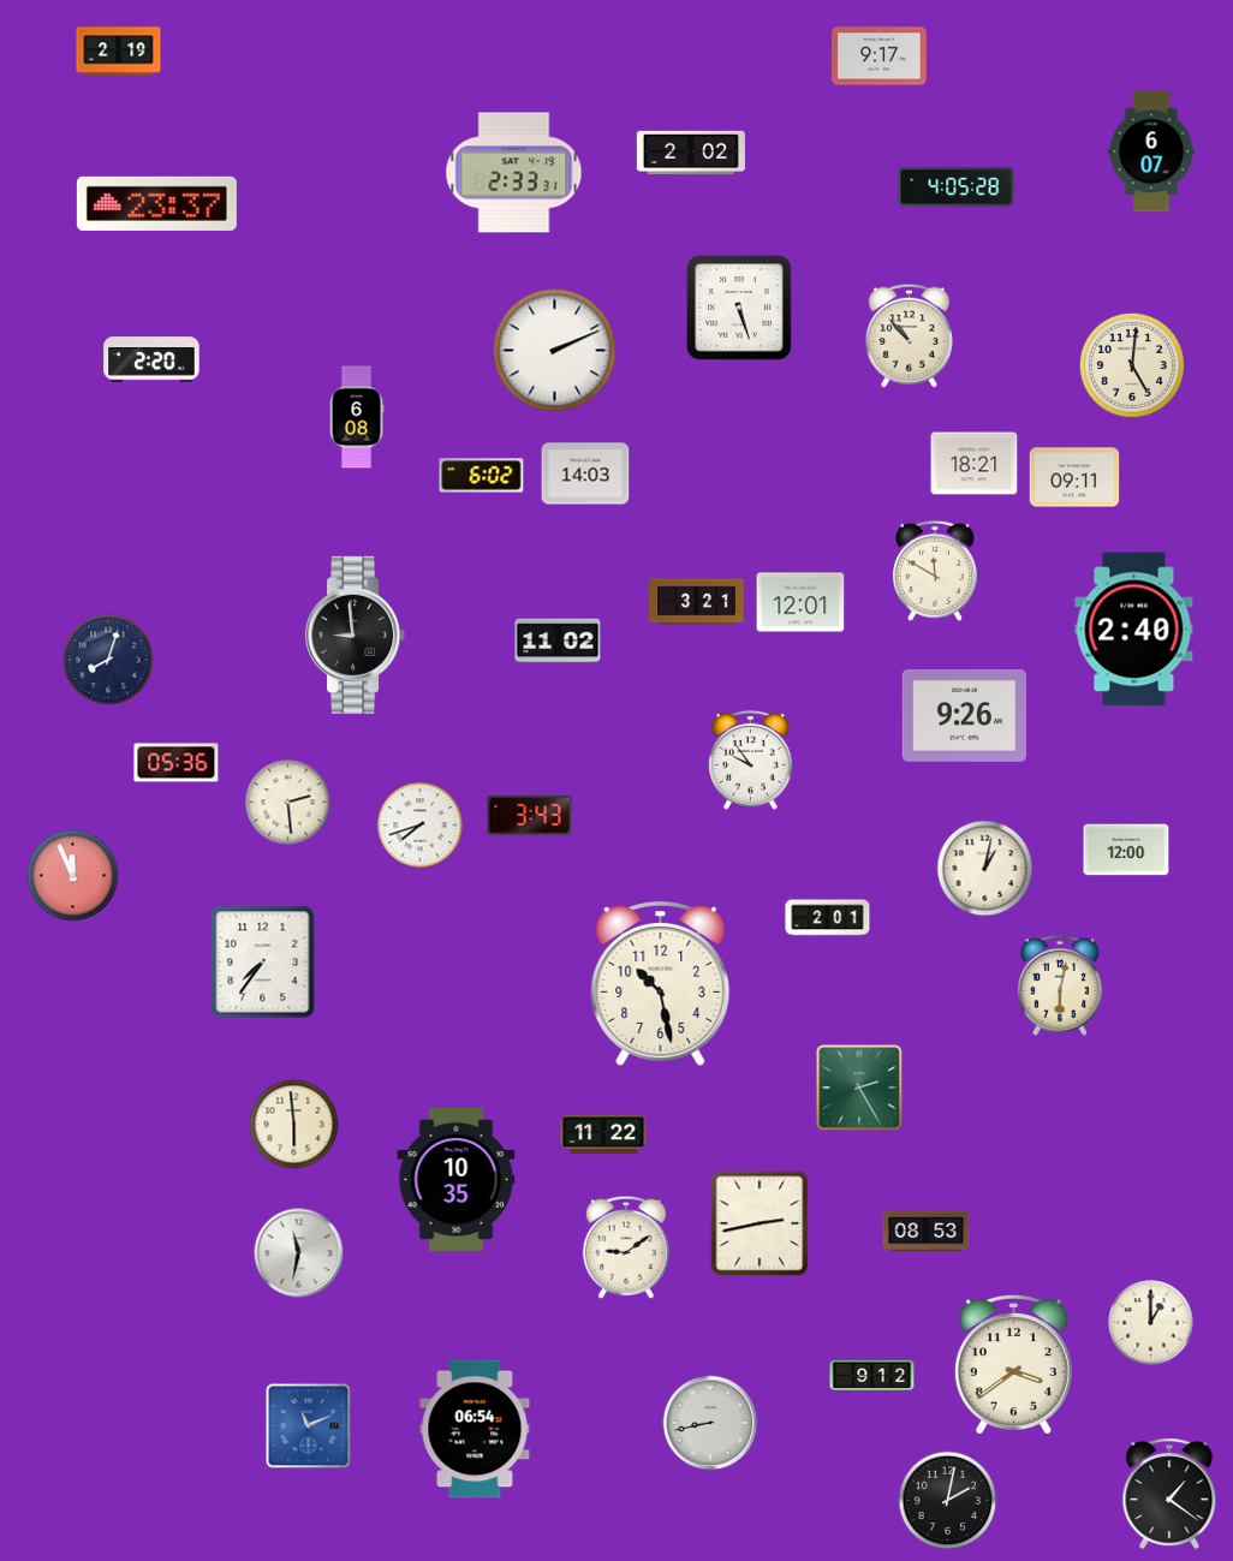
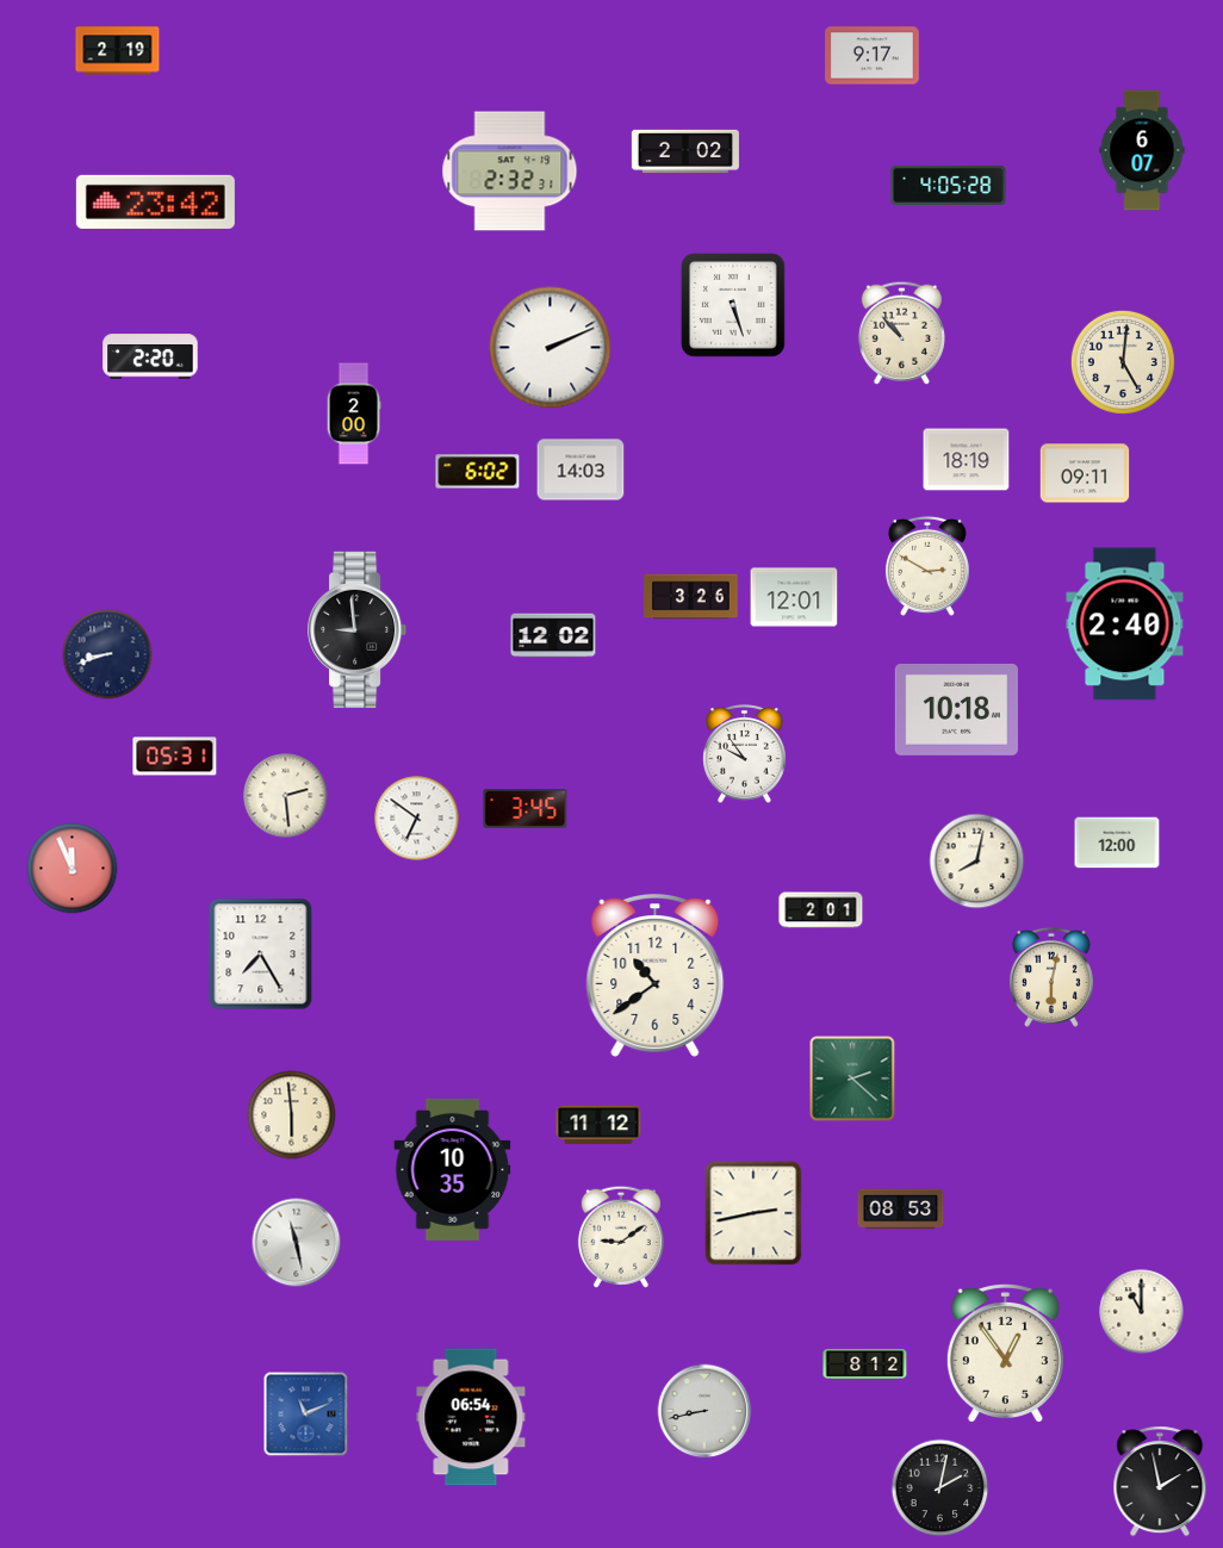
clock at (514, 173): 2:33 -> 2:32
clock at (156, 203): 23:37 -> 23:42
clock at (357, 417): 6:08 -> 2:00
clock at (975, 464): 18:21 -> 18:19
clock at (1074, 477) position: (1074, 477) -> (1085, 473)
clock at (935, 571): 11:50 -> 2:50
clock at (697, 602): 3:21 -> 3:26
clock at (356, 634) position: (356, 634) -> (358, 629)
clock at (558, 641): 11:02 -> 12:02
clock at (108, 660): 8:03 -> 8:42
clock at (964, 716): 9:26 -> 10:18
clock at (177, 763): 05:36 -> 05:31
clock at (530, 816): 3:43 -> 3:45
clock at (421, 826): 7:42 -> 6:51
clock at (985, 869): 1:02 -> 8:02
clock at (263, 963): 7:36 -> 7:25
clock at (661, 984): 10:28 -> 10:39
clock at (859, 1088): 2:25 -> 2:22
clock at (603, 1134): 11:22 -> 11:12
clock at (927, 1232) position: (927, 1232) -> (901, 1210)
clock at (299, 1253): 11:32 -> 11:28
clock at (1151, 1323): 1:00 -> 11:00
clock at (1013, 1364): 3:39 -> 12:54
clock at (872, 1375): 9:12 -> 8:12
clock at (1169, 1494): 1:21 -> 1:58
